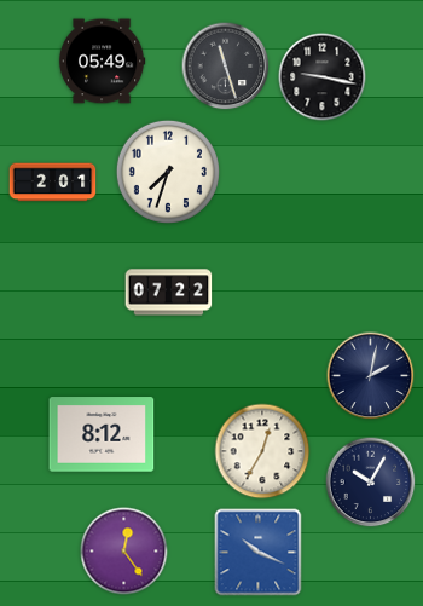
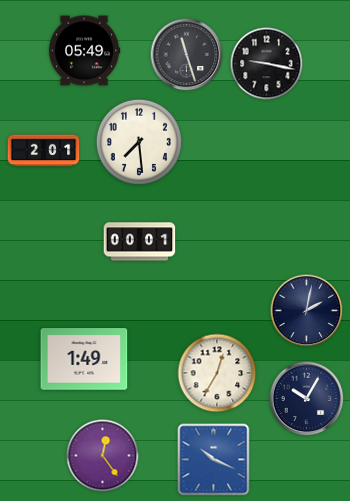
clock at (168, 172): 7:33 -> 7:29
clock at (169, 293): 07:22 -> 00:01
clock at (102, 434): 8:12 -> 1:49
clock at (259, 553) position: (259, 553) -> (214, 460)
